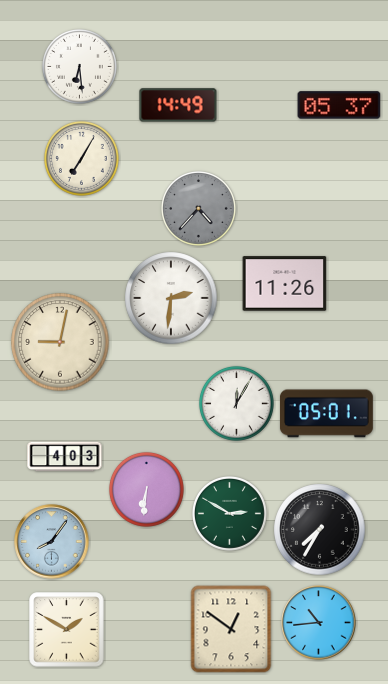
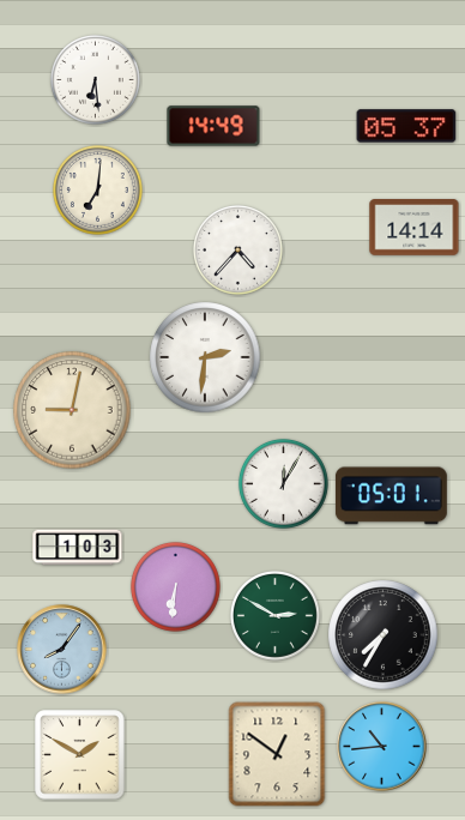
clock at (81, 158): 7:05 -> 7:01
clock at (415, 228): none -> 14:14
clock at (198, 208) dial: grey -> white
clock at (285, 284): 11:26 -> none
clock at (65, 457): 4:03 -> 1:03
